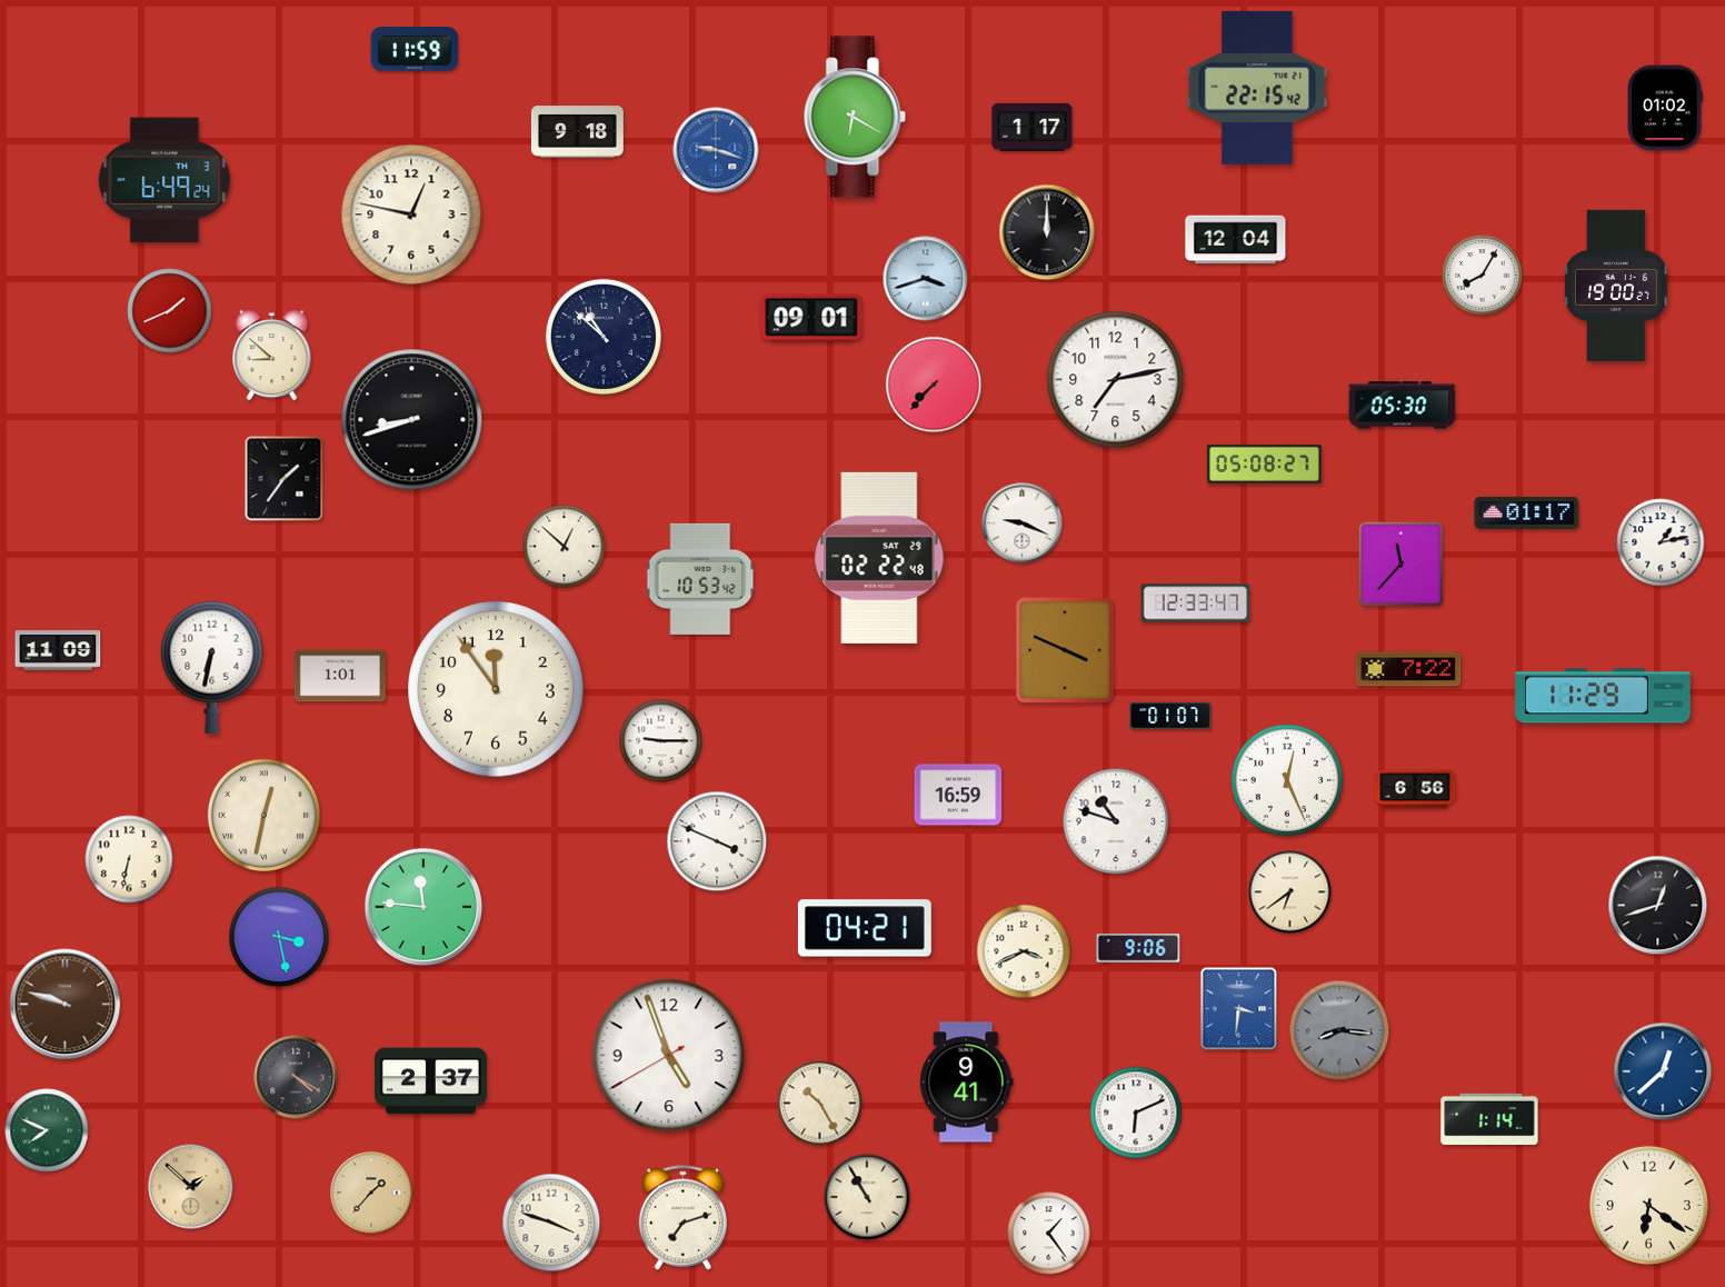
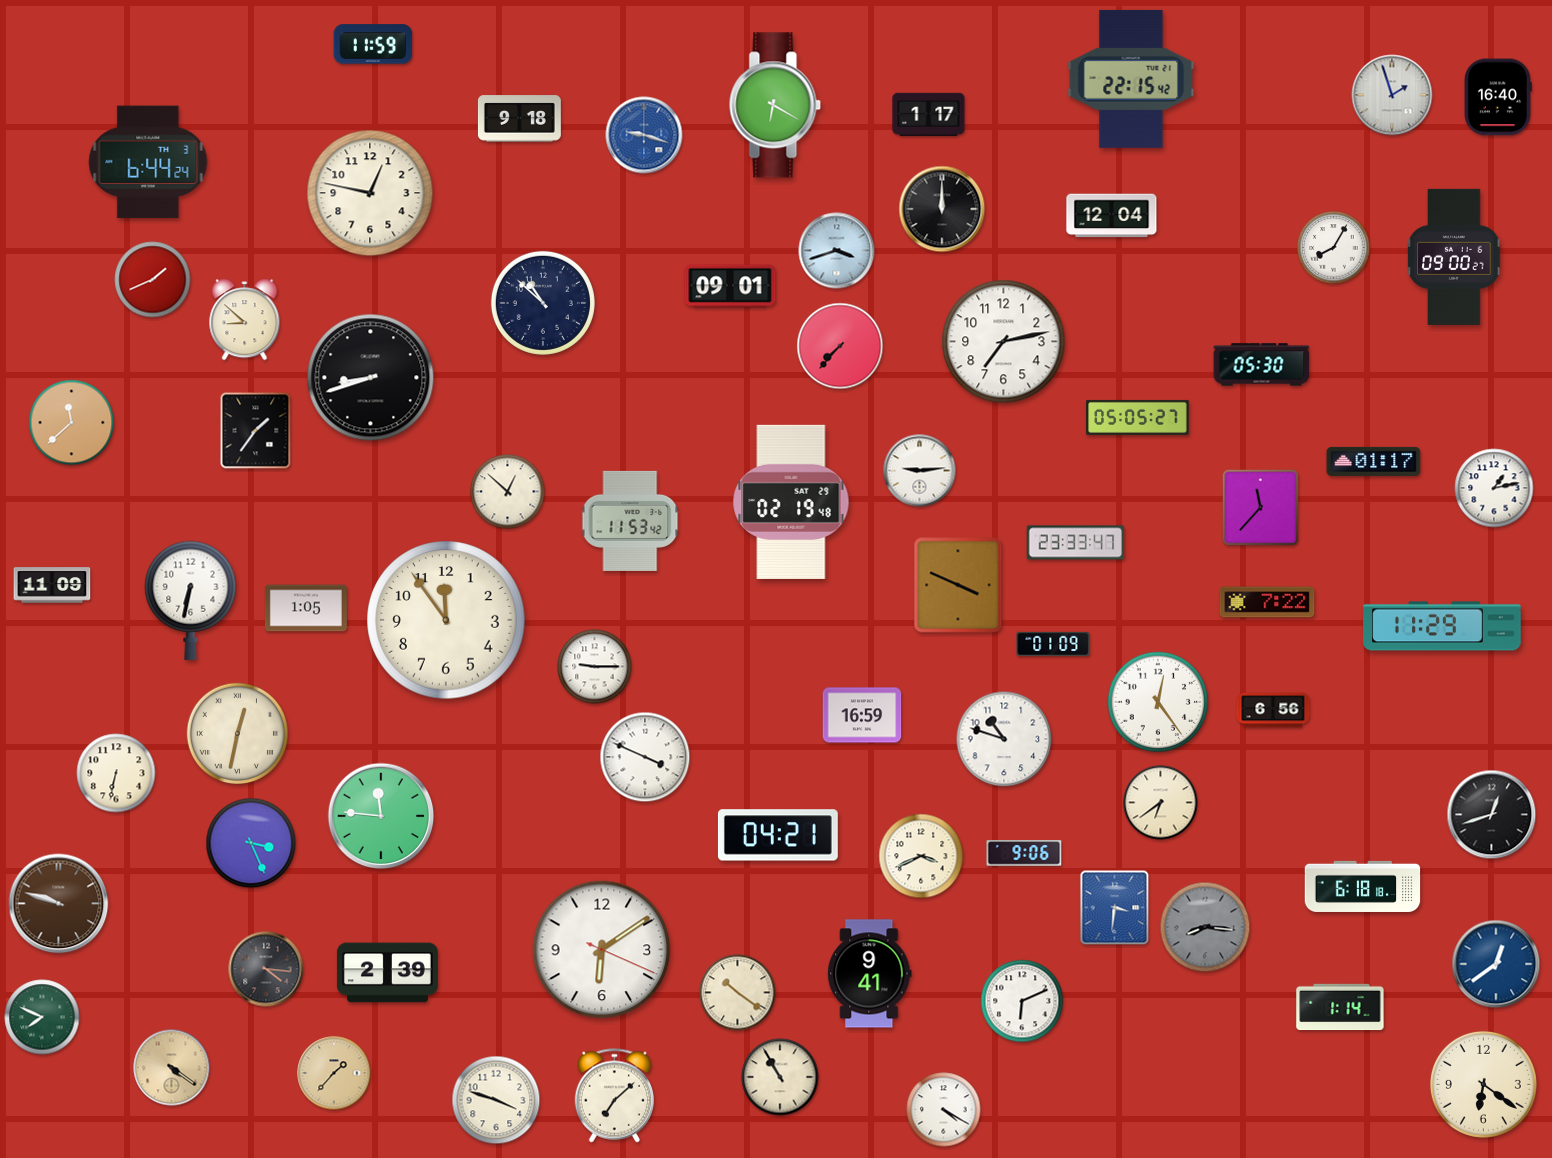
clock at (1392, 95): none -> 1:57
clock at (1666, 108): 01:02 -> 16:40
clock at (855, 117) position: (855, 117) -> (775, 105)
clock at (164, 180): 6:49 -> 6:44
clock at (926, 279) position: (926, 279) -> (837, 251)
clock at (1616, 286): 19:00 -> 09:00
clock at (1265, 463): 05:08 -> 05:05
clock at (72, 423): none -> 11:38
clock at (1023, 523): 9:19 -> 9:14
clock at (879, 558): 02:22 -> 02:19
clock at (700, 579): 10:53 -> 11:53
clock at (1196, 603): 12:33 -> 23:33
clock at (340, 676): 1:01 -> 1:05
clock at (1170, 716): 01:07 -> 01:09
clock at (1287, 780): 12:26 -> 12:24
clock at (279, 937): 3:28 -> 3:26
clock at (1363, 886): none -> 6:18
clock at (669, 1056): 4:56 -> 6:09
clock at (1663, 1071): 12:38 -> 12:39
clock at (296, 1077): 4:20 -> 4:16
clock at (430, 1081): 2:37 -> 2:39
clock at (820, 1104): 10:25 -> 10:21
clock at (191, 1187): 1:52 -> 4:21
clock at (682, 1218): 7:12 -> 7:08
clock at (1049, 1234): 1:24 -> 4:20
